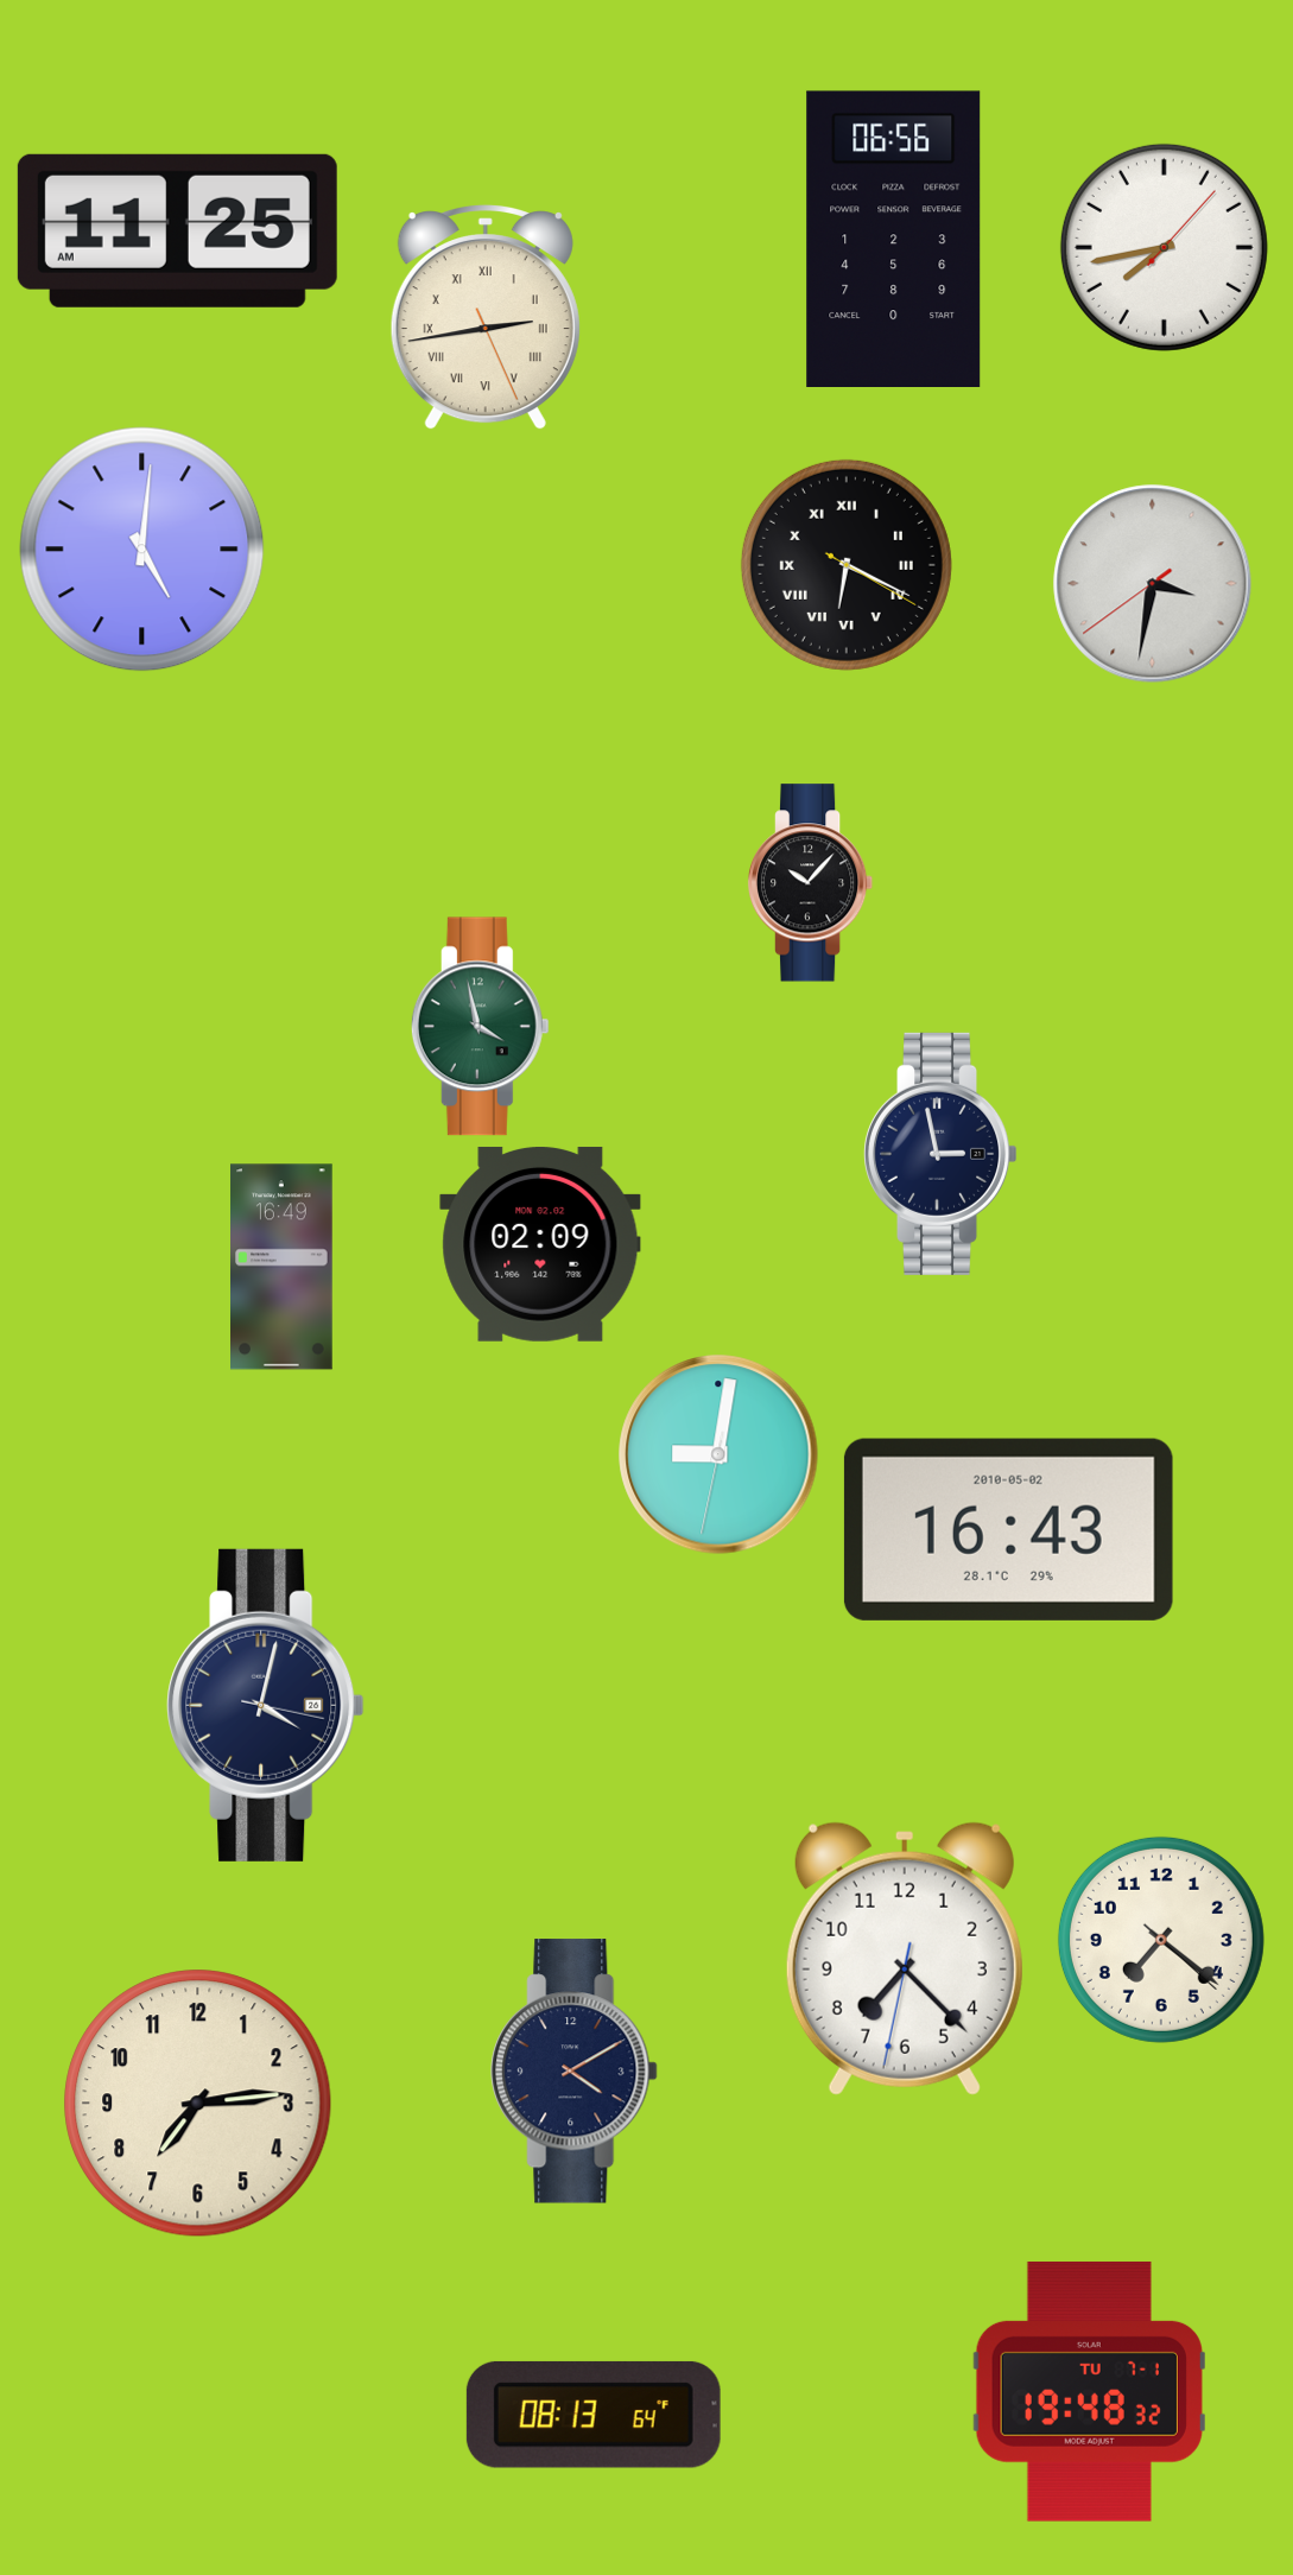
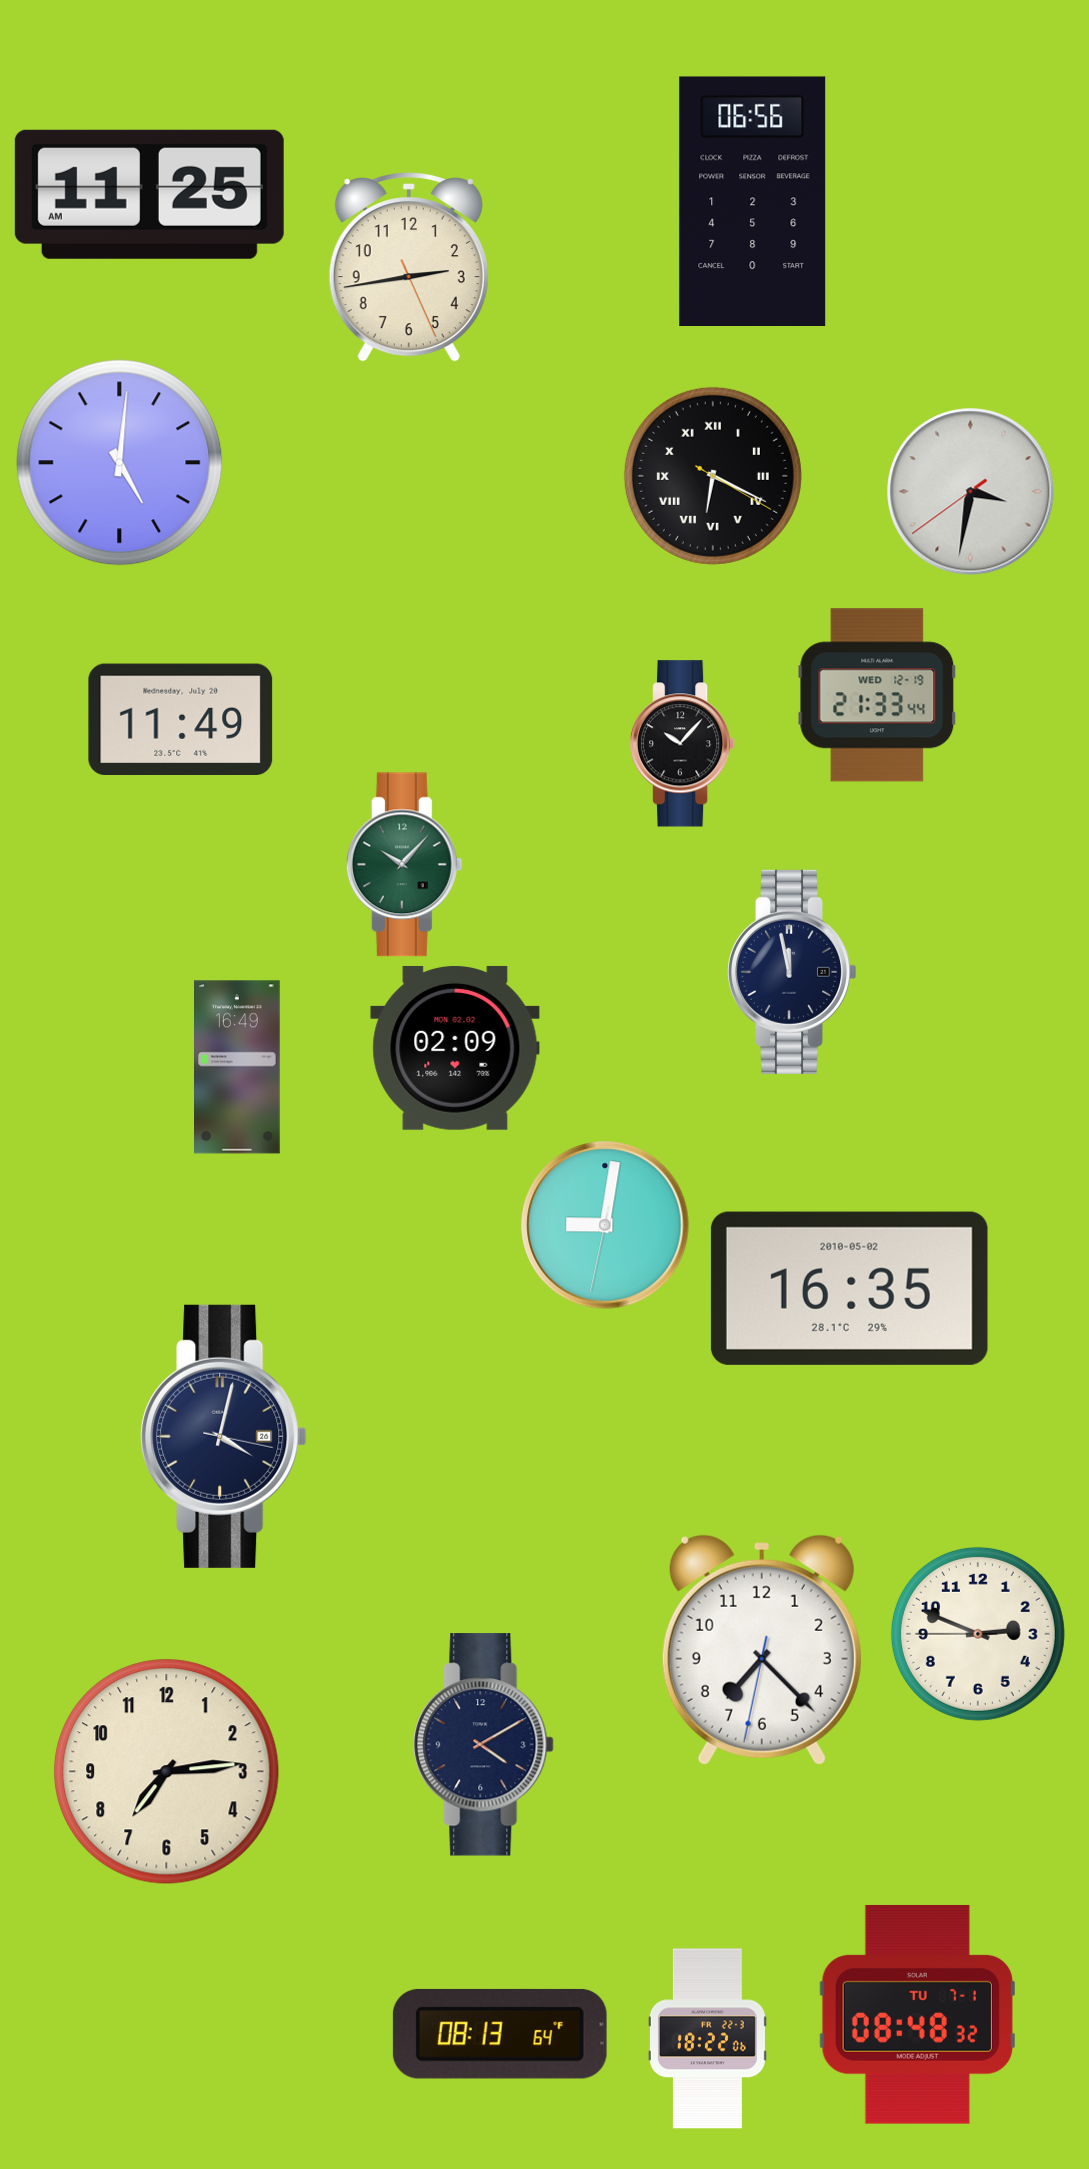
clock at (1164, 247): 7:43 -> none
clock at (486, 318) numerals: Roman -> Arabic
clock at (877, 695): none -> 21:33
clock at (181, 719): none -> 11:49
clock at (480, 1027): 3:58 -> 10:07
clock at (942, 1154): 2:58 -> 11:58
clock at (1008, 1529): 16:43 -> 16:35
clock at (1161, 1940): 7:21 -> 2:48
clock at (1089, 2391): 19:48 -> 08:48
clock at (707, 2039): none -> 18:22
